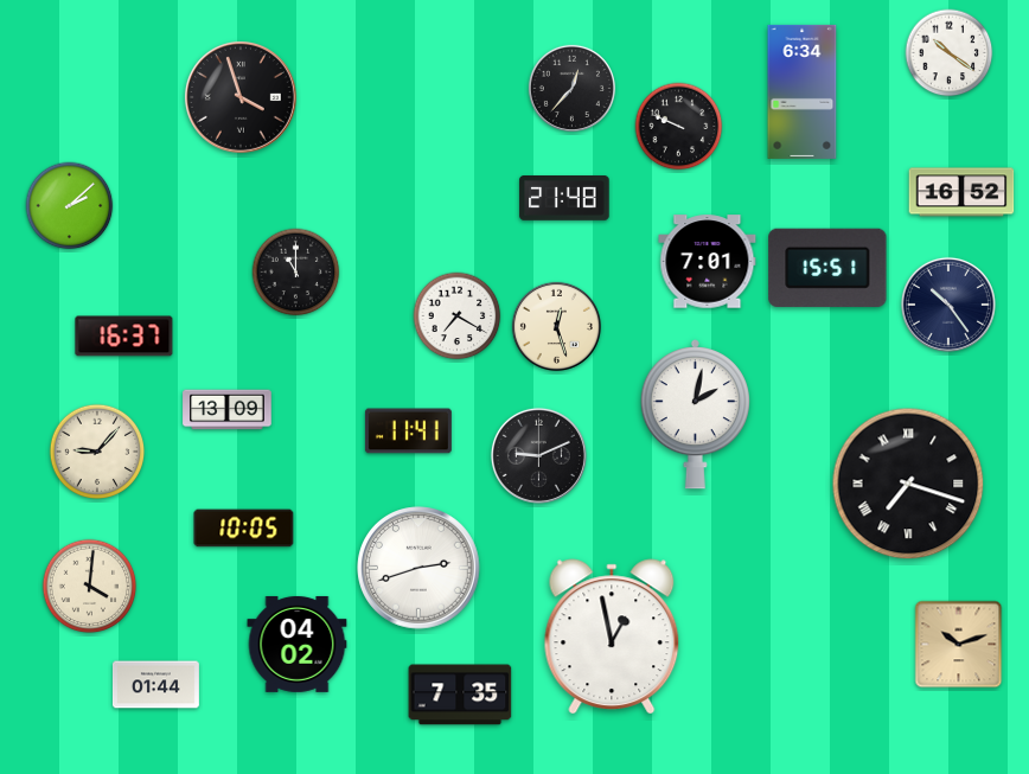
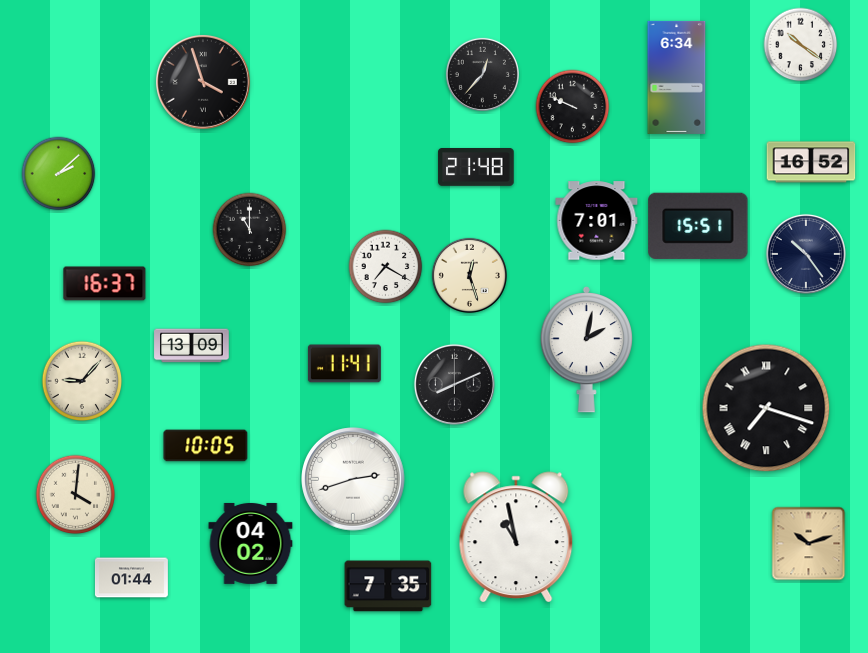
clock at (948, 305) position: (948, 305) -> (806, 254)
clock at (538, 455): 9:11 -> 8:11
clock at (612, 637): 12:58 -> 10:58
